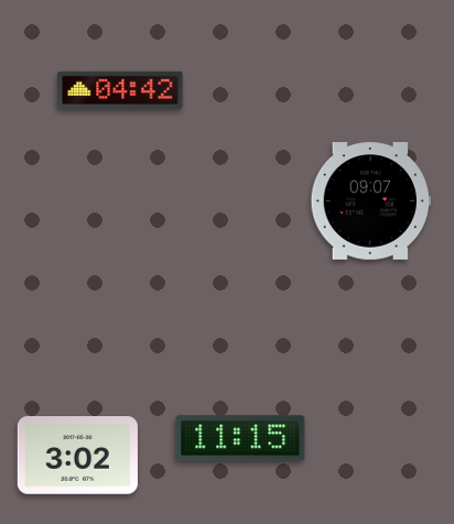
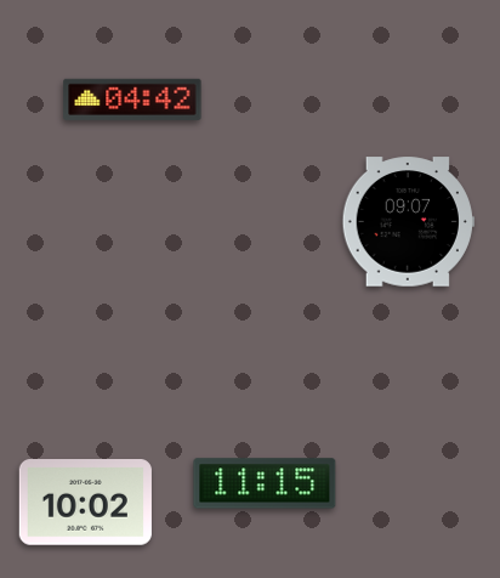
clock at (77, 456): 3:02 -> 10:02
